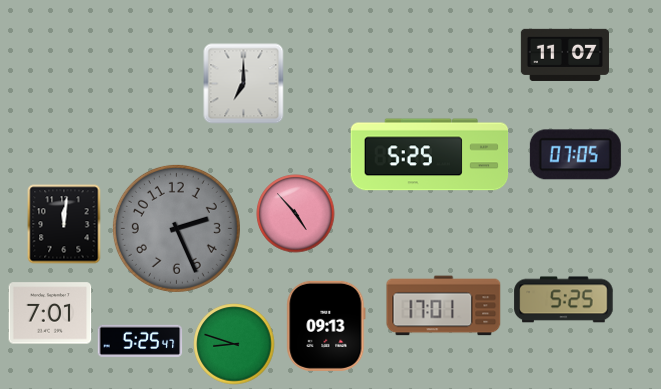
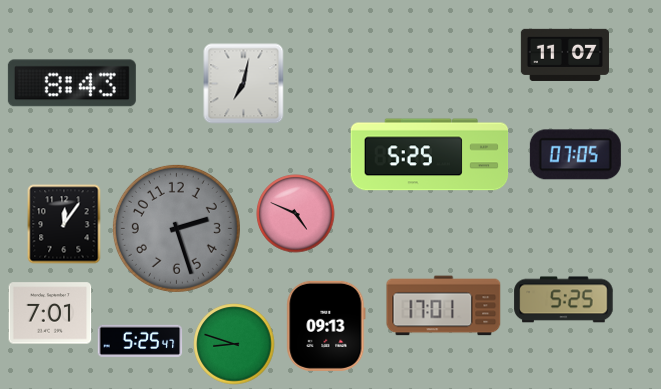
clock at (72, 83): none -> 8:43
clock at (244, 84): 7:00 -> 7:02
clock at (296, 214): 4:53 -> 4:49
clock at (64, 224): 12:01 -> 12:06
clock at (176, 228): 2:26 -> 2:27
